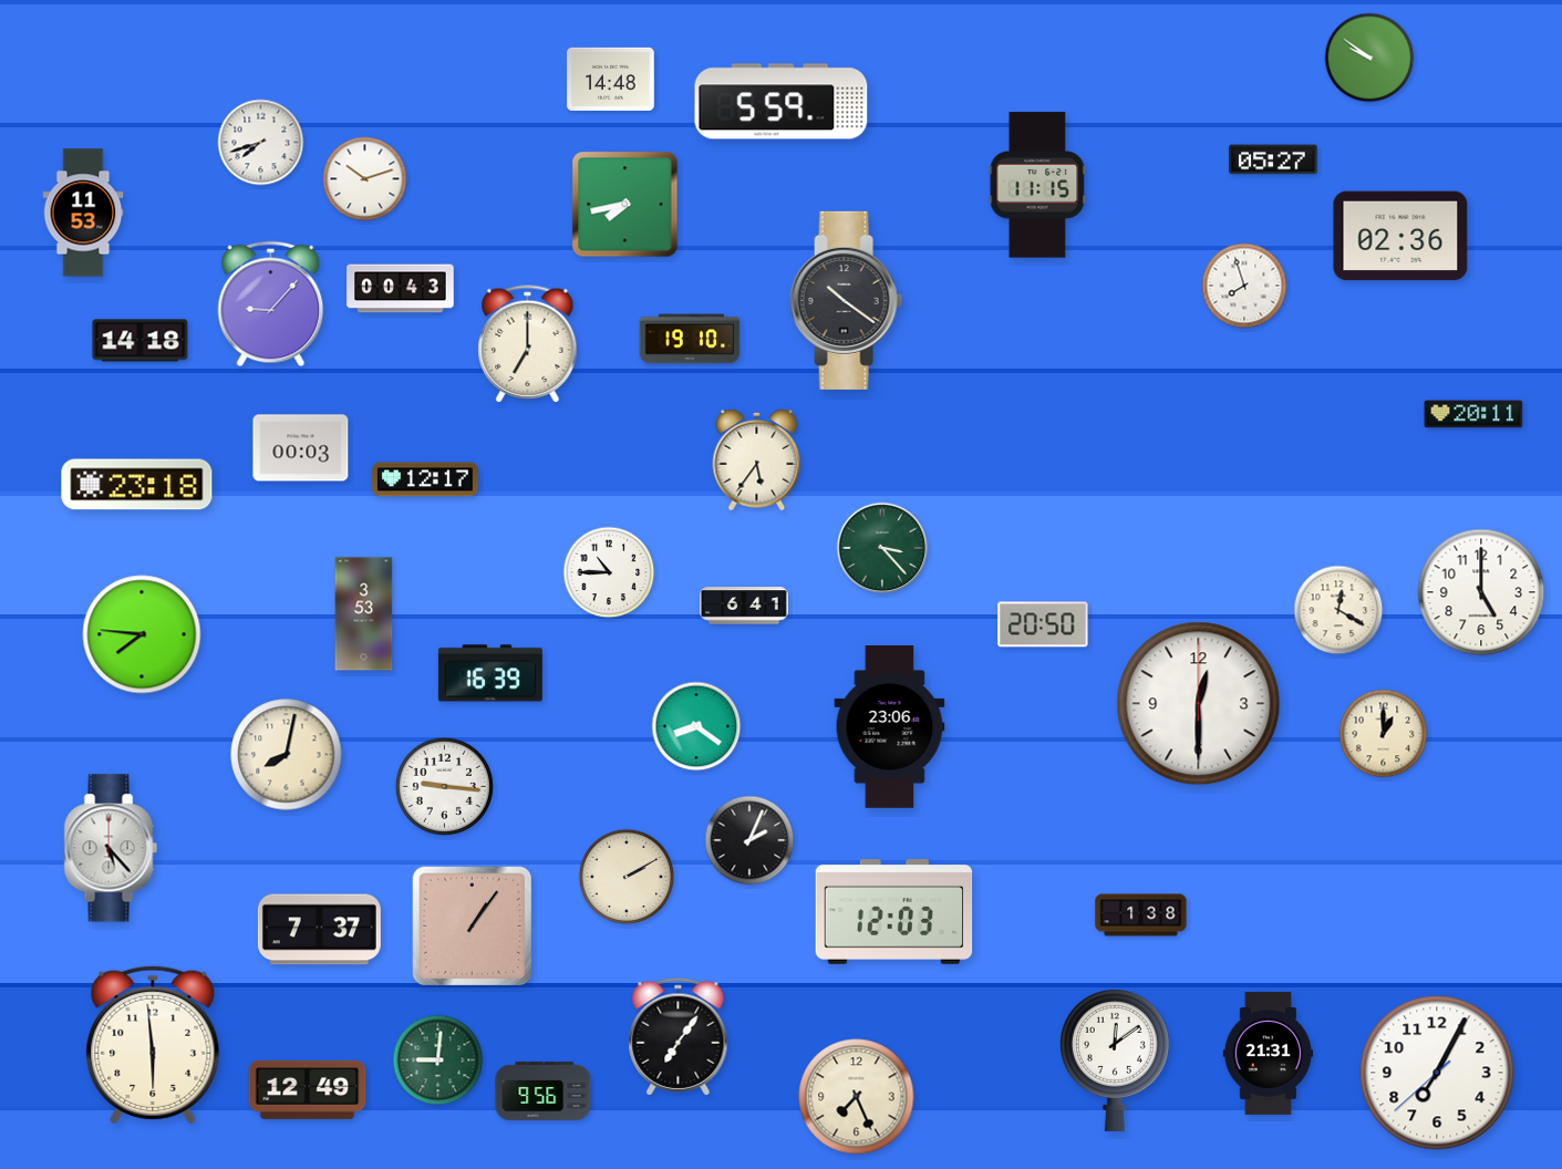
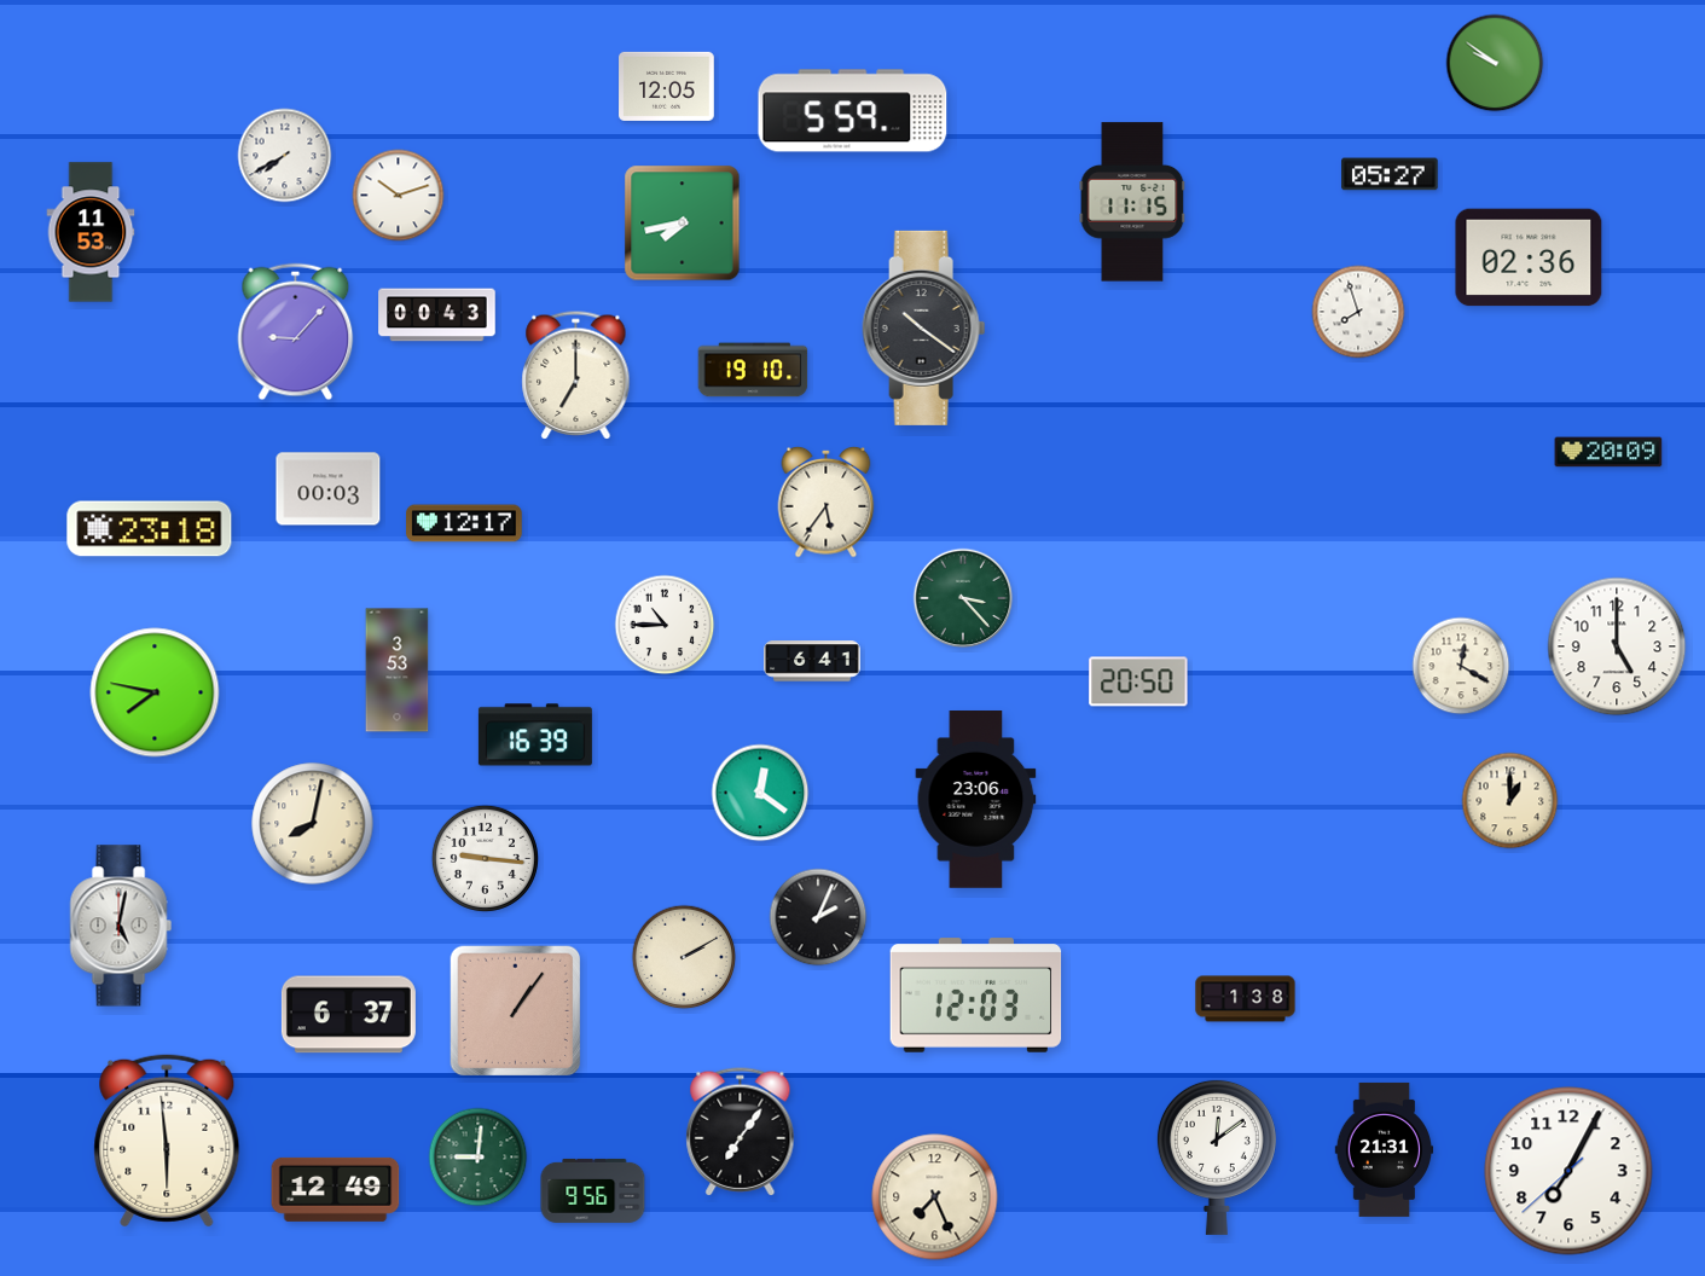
clock at (611, 79): 14:48 -> 12:05
clock at (261, 143): 7:42 -> 7:40
clock at (141, 341): 14:18 -> none
clock at (1473, 414): 20:11 -> 20:09
clock at (142, 634): 7:46 -> 7:47
clock at (1199, 704): 12:30 -> none
clock at (696, 726): 8:21 -> 12:21
clock at (890, 727) position: (890, 727) -> (976, 800)
clock at (111, 848): 5:23 -> 5:02
clock at (319, 930): 7:37 -> 6:37
